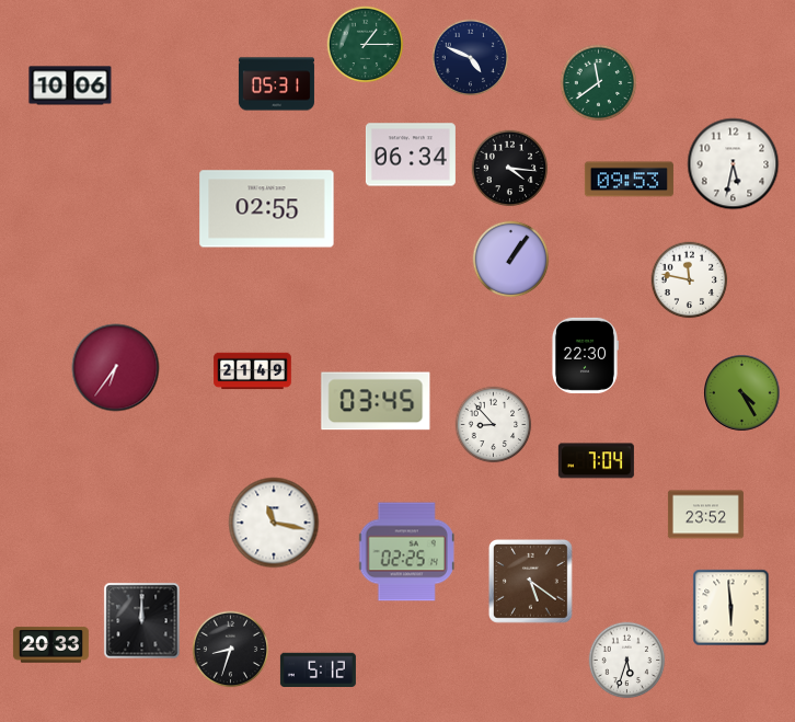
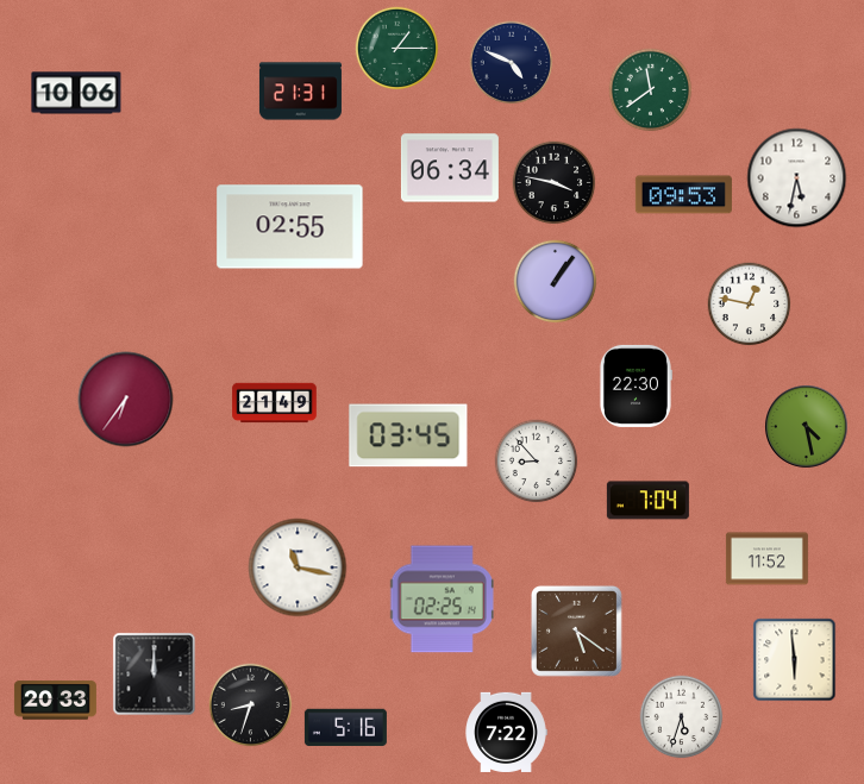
clock at (276, 84): 05:31 -> 21:31
clock at (411, 154) position: (411, 154) -> (450, 168)
clock at (510, 169): 4:16 -> 3:47
clock at (690, 280): 11:47 -> 12:47
clock at (742, 393): 4:25 -> 4:28
clock at (705, 515): 23:52 -> 11:52
clock at (318, 671): 5:12 -> 5:16
clock at (506, 732): none -> 7:22
